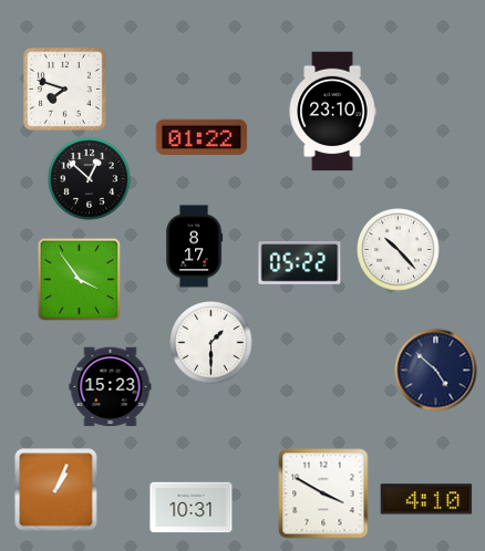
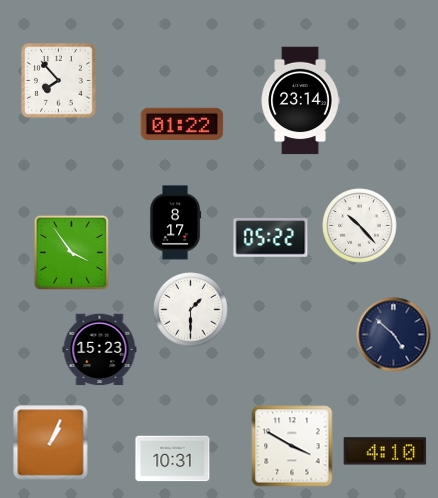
clock at (65, 90): 7:48 -> 7:53
clock at (332, 112): 23:10 -> 23:14
clock at (90, 179): 12:52 -> none
